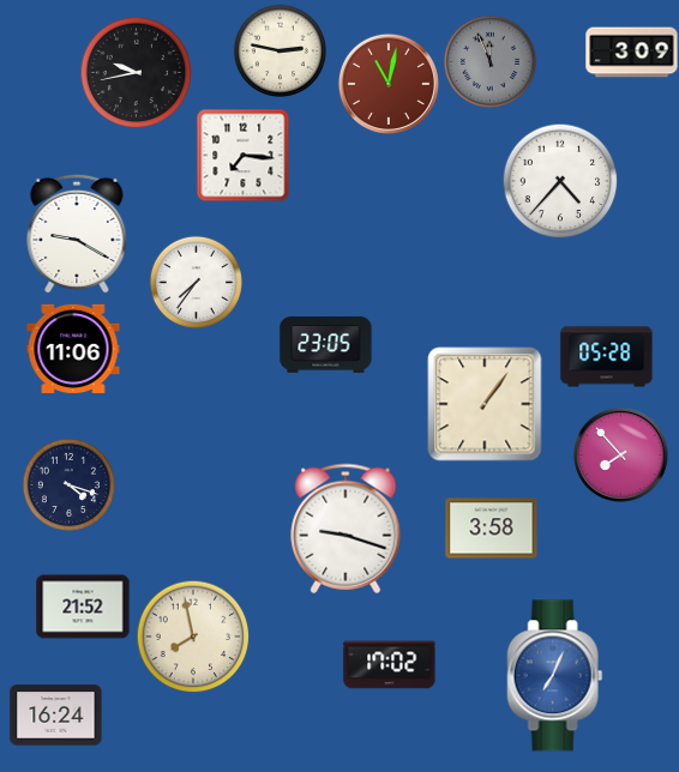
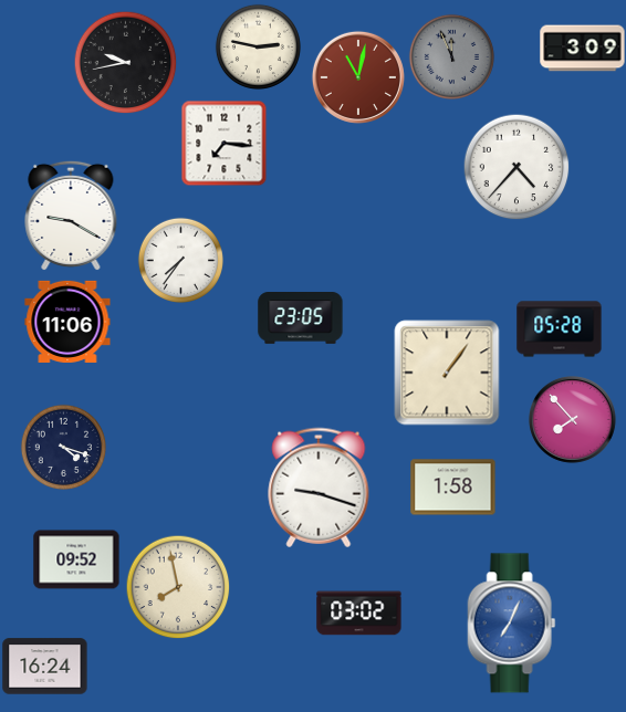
clock at (136, 72) position: (136, 72) -> (125, 62)
clock at (492, 529): 3:58 -> 1:58
clock at (83, 607): 21:52 -> 09:52
clock at (390, 665): 17:02 -> 03:02
clock at (56, 716) position: (56, 716) -> (45, 667)
